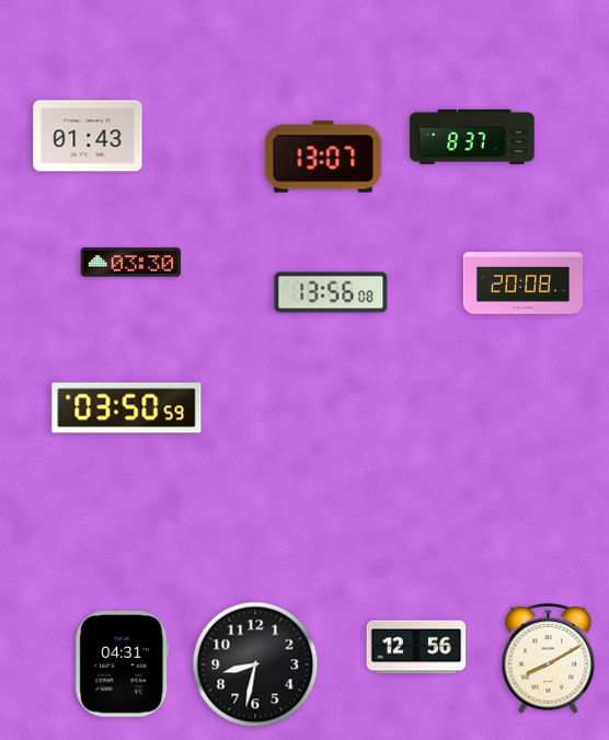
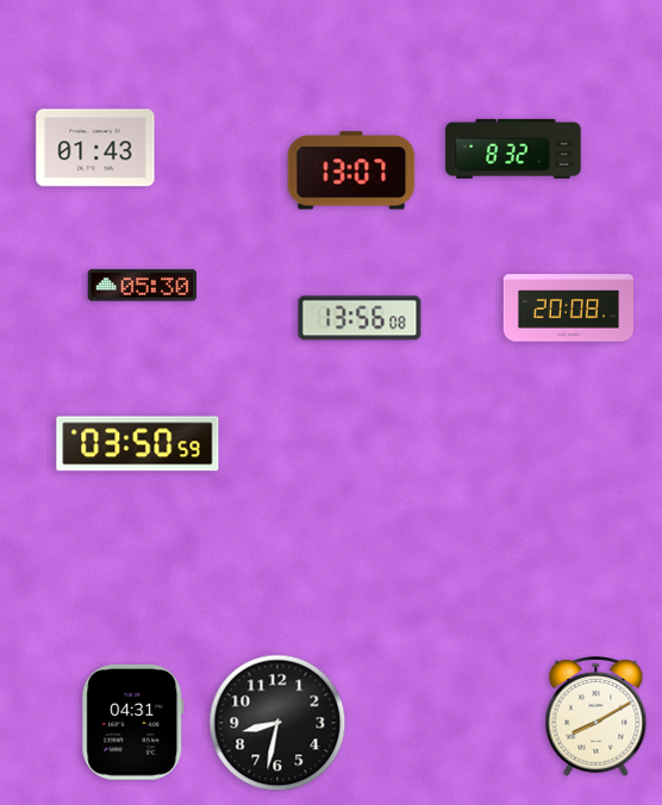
clock at (472, 137): 8:37 -> 8:32
clock at (131, 263): 03:30 -> 05:30
clock at (416, 647): 12:56 -> none
